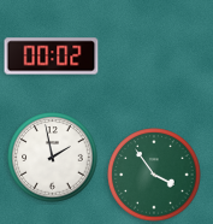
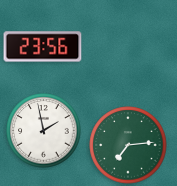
clock at (52, 57): 00:02 -> 23:56
clock at (154, 175): 3:54 -> 7:14
